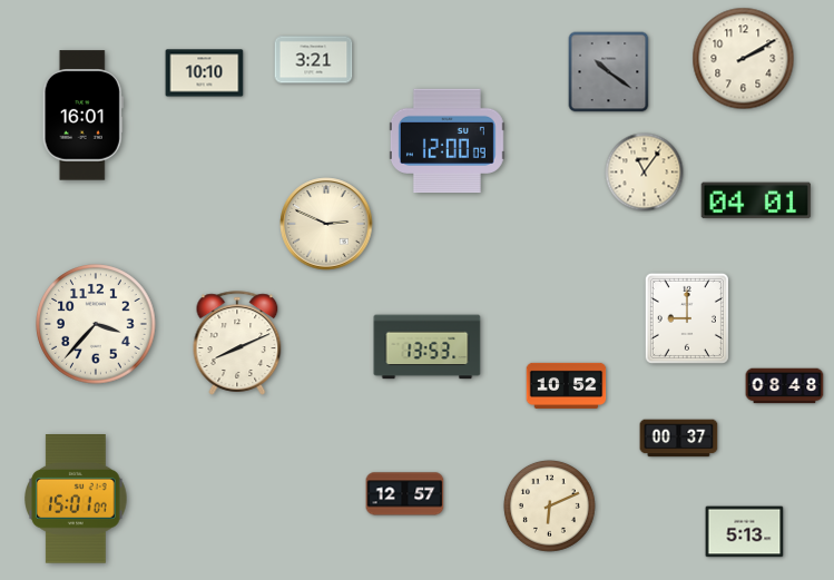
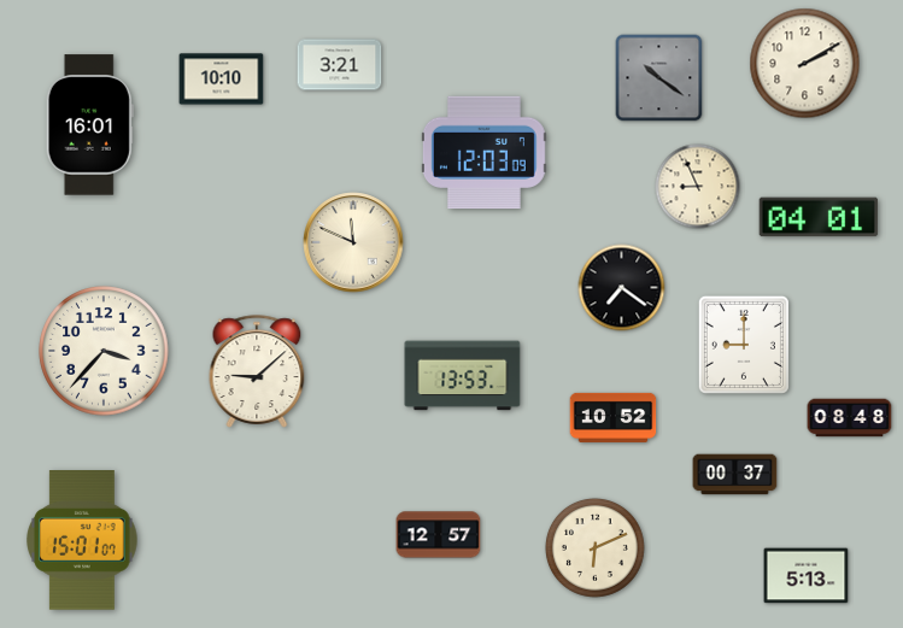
clock at (447, 141): 12:00 -> 12:03
clock at (645, 173): 11:06 -> 8:56
clock at (326, 224): 2:49 -> 11:49
clock at (622, 288): none -> 7:21
clock at (237, 343): 8:11 -> 9:08
